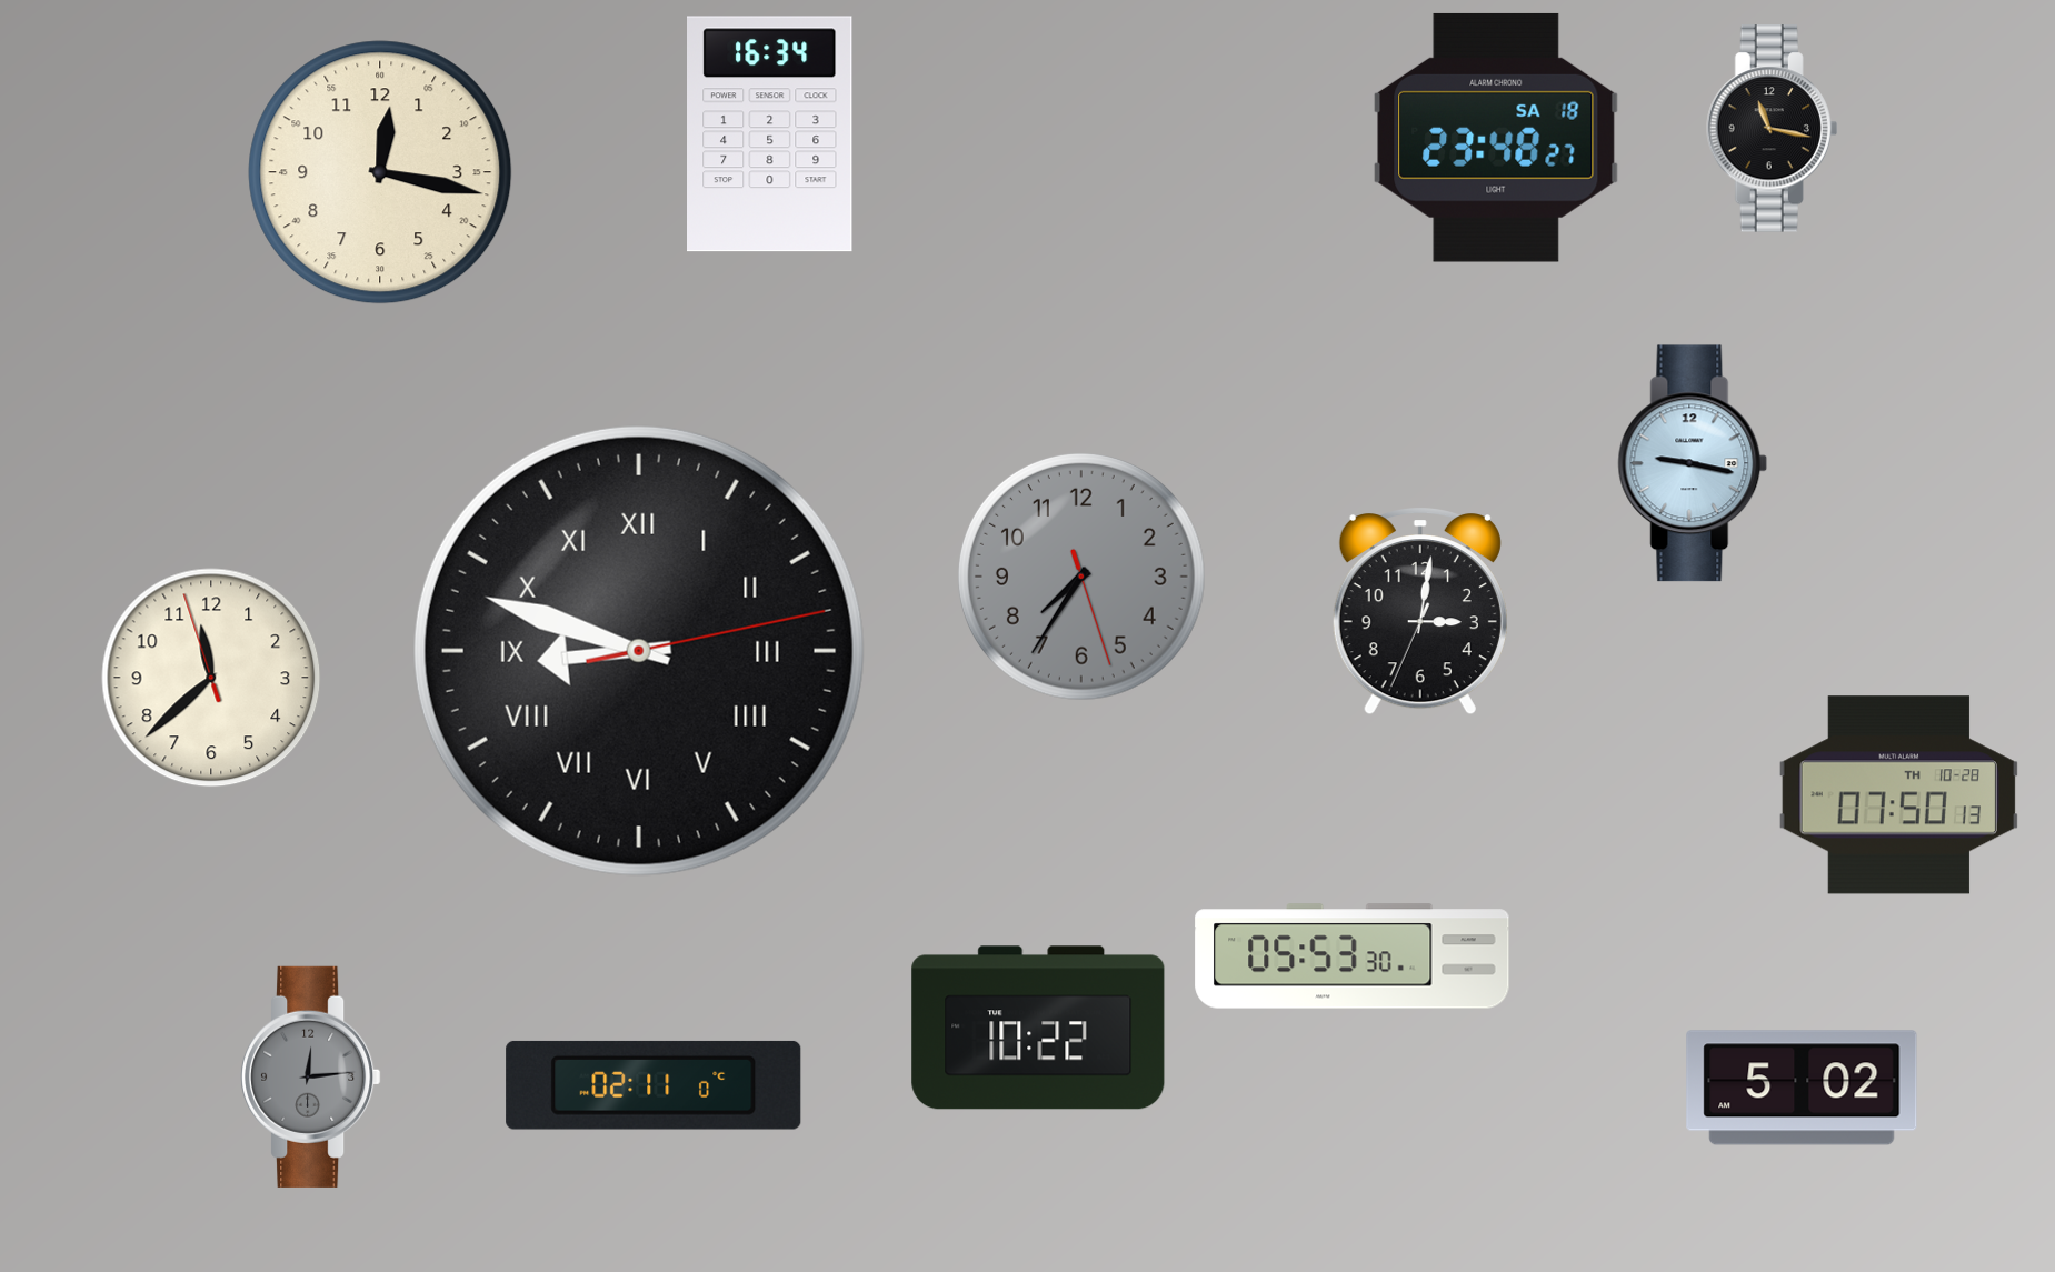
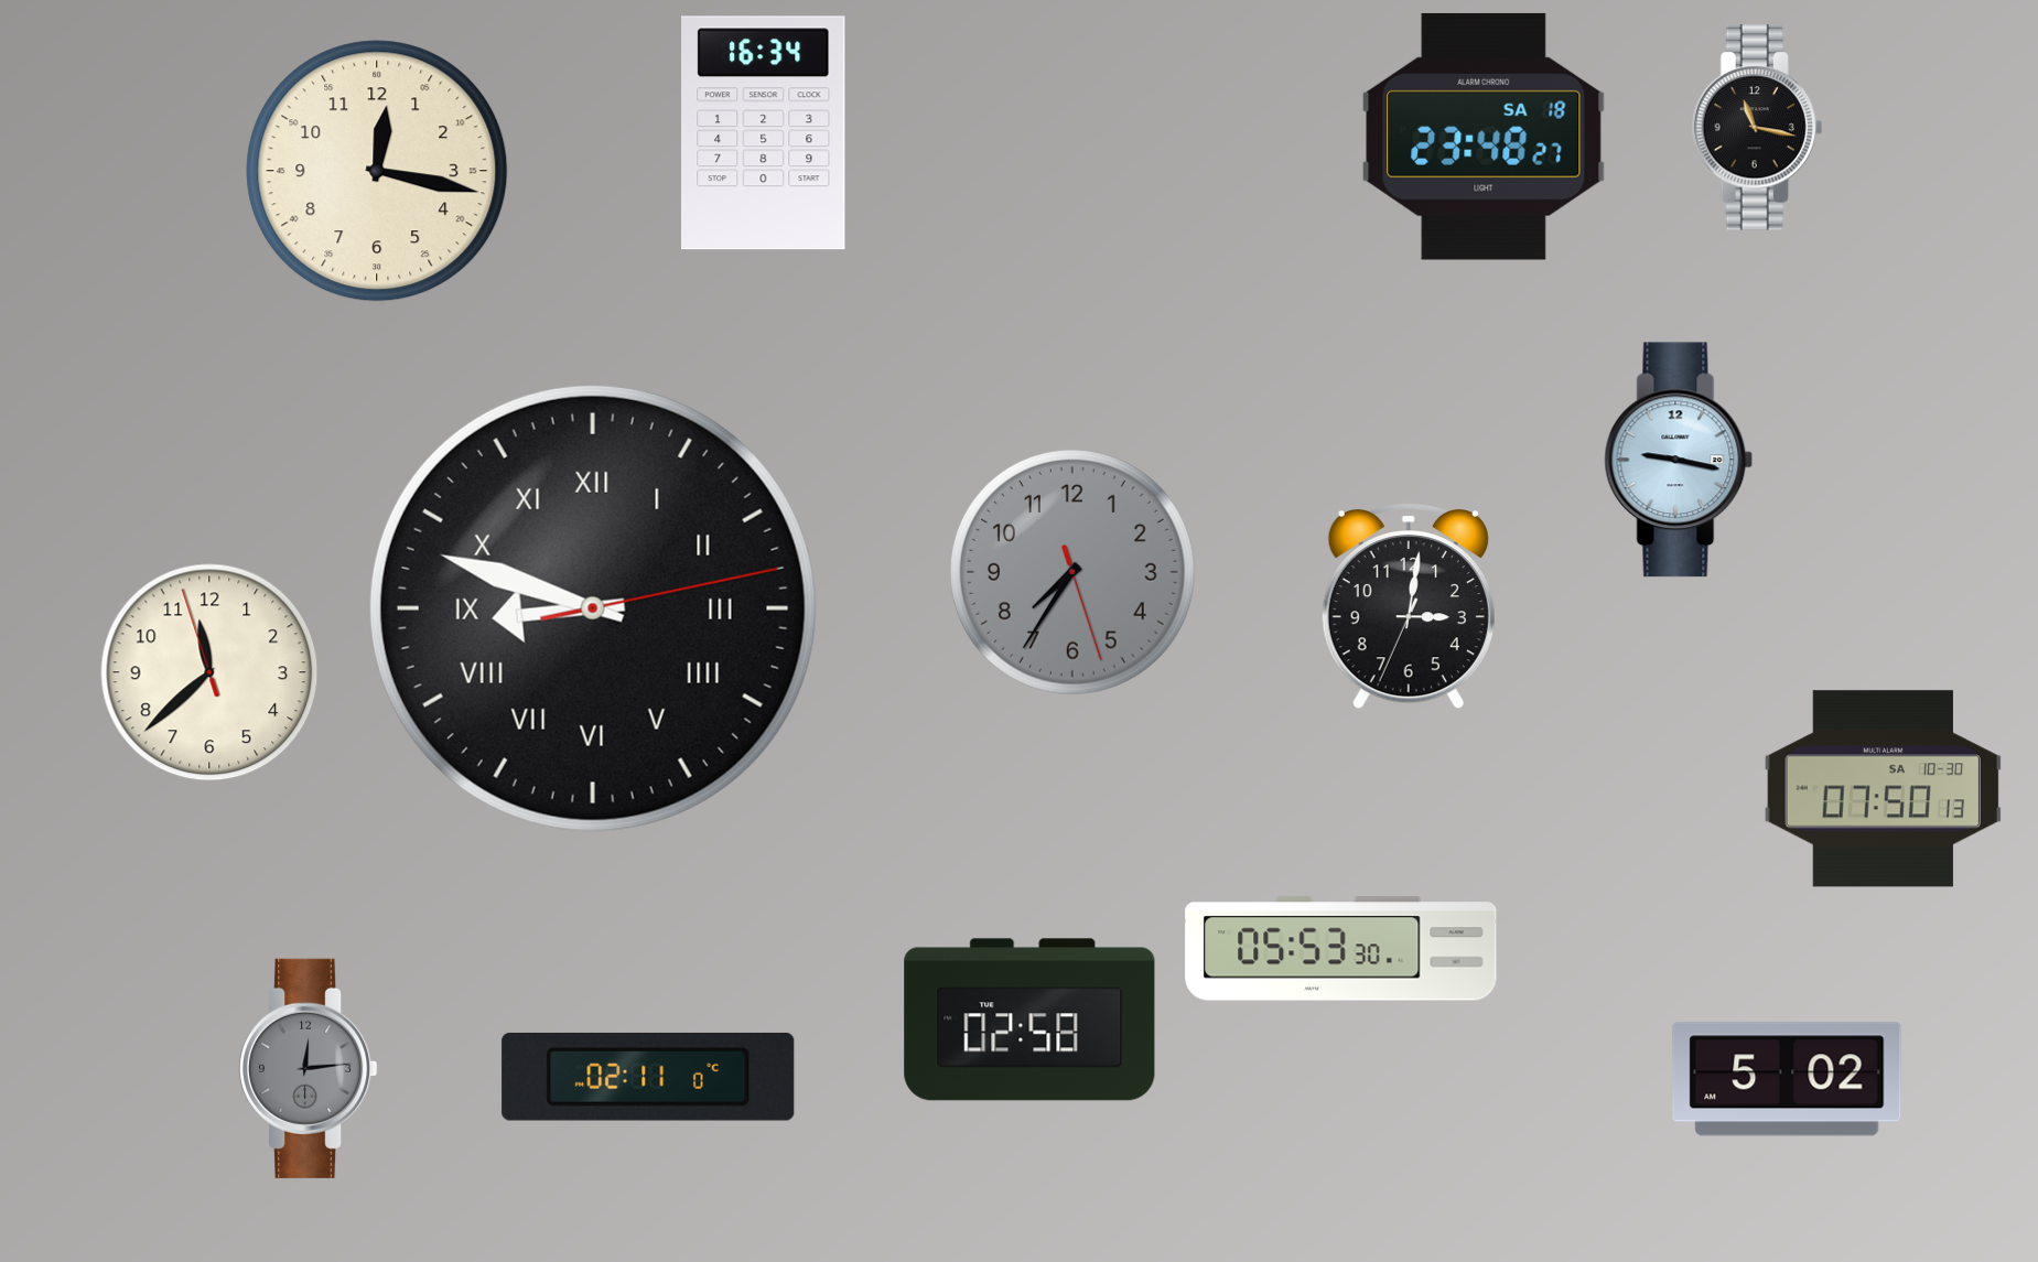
clock at (639, 651) position: (639, 651) -> (593, 608)
clock at (1899, 795) date: TH 10-28 -> SA 10-30
clock at (1038, 1028): 10:22 -> 02:58
